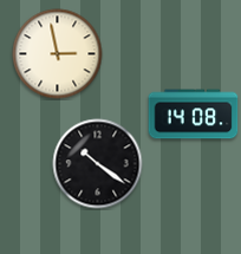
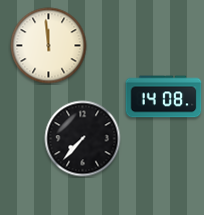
clock at (58, 54): 2:58 -> 11:59
clock at (98, 164): 10:21 -> 7:37
